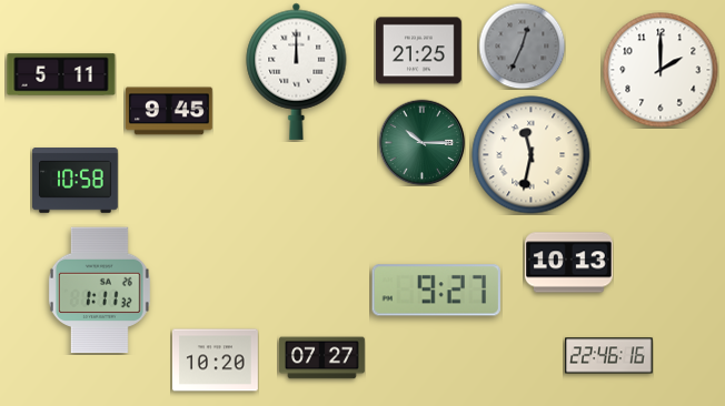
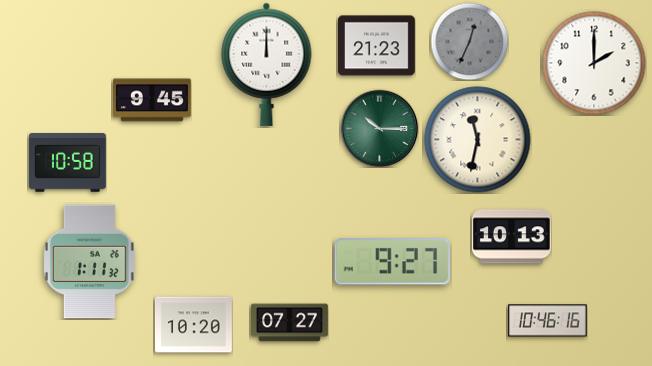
clock at (418, 51): 21:25 -> 21:23
clock at (61, 74): 5:11 -> none
clock at (609, 356): 22:46 -> 10:46
